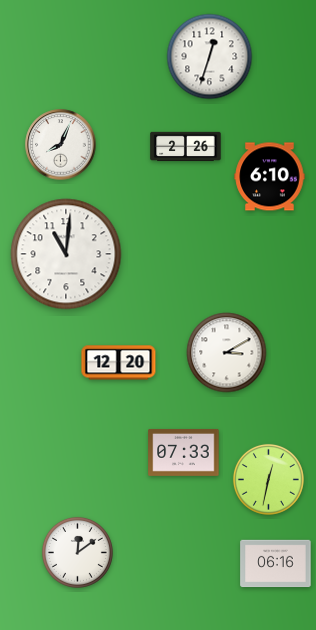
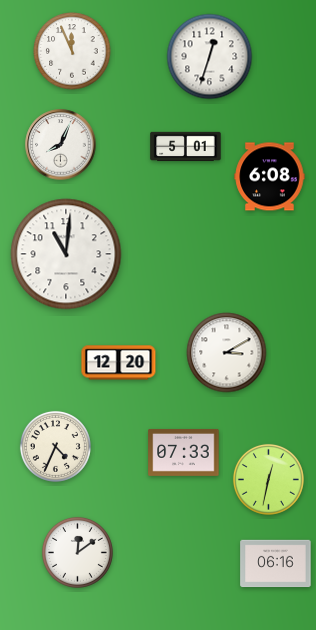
clock at (72, 51): none -> 11:56
clock at (186, 147): 2:26 -> 5:01
clock at (270, 177): 6:10 -> 6:08
clock at (55, 446): none -> 4:34
